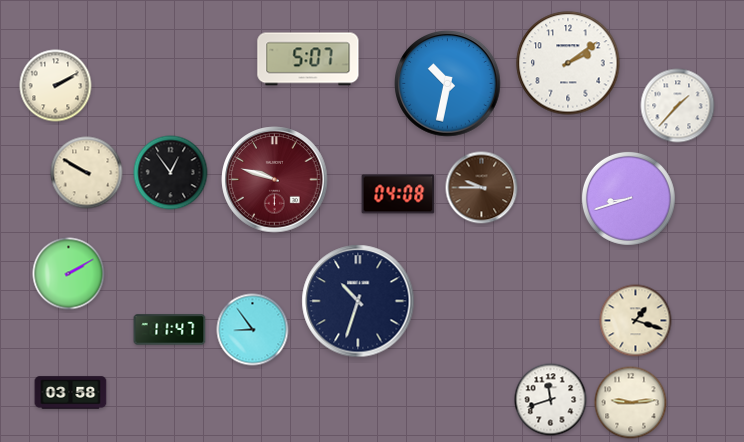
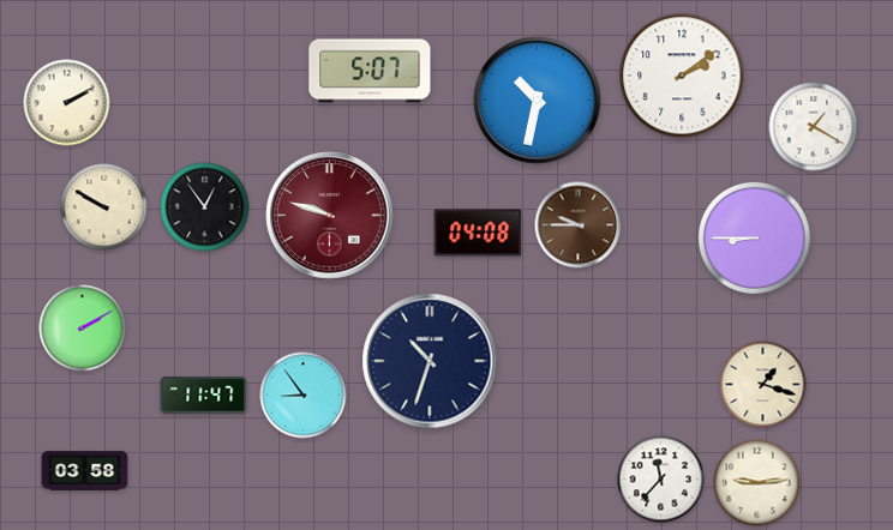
clock at (678, 106): 1:37 -> 1:20
clock at (628, 198): 8:42 -> 8:45
clock at (551, 400): 11:42 -> 11:37
